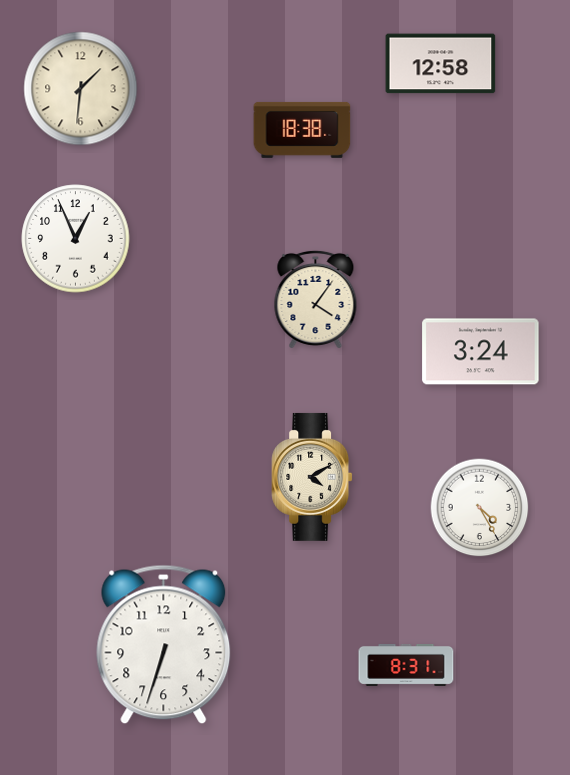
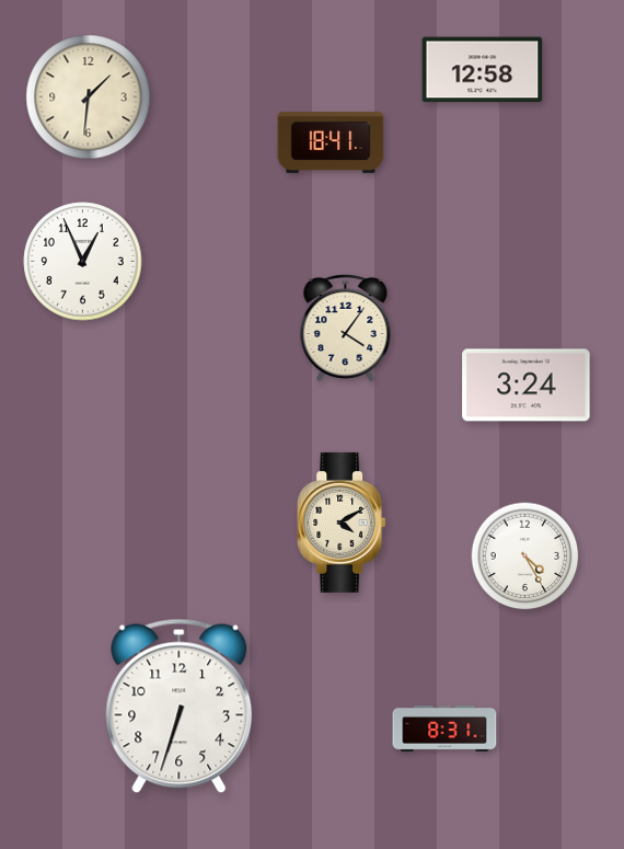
clock at (302, 130): 18:38 -> 18:41
